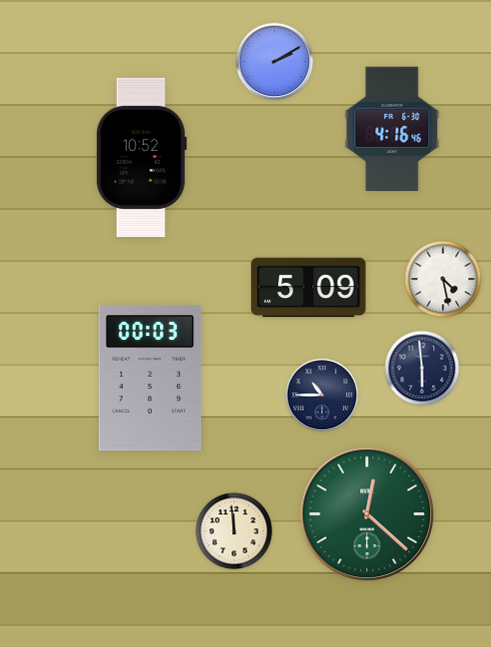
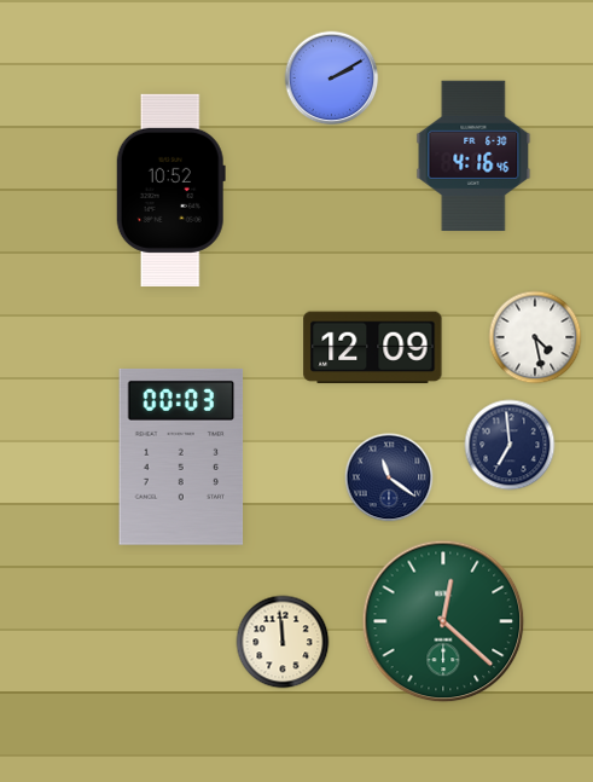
clock at (275, 62) position: (275, 62) -> (332, 79)
clock at (309, 288): 5:09 -> 12:09
clock at (422, 368): 5:59 -> 6:59
clock at (322, 395): 10:45 -> 11:21
